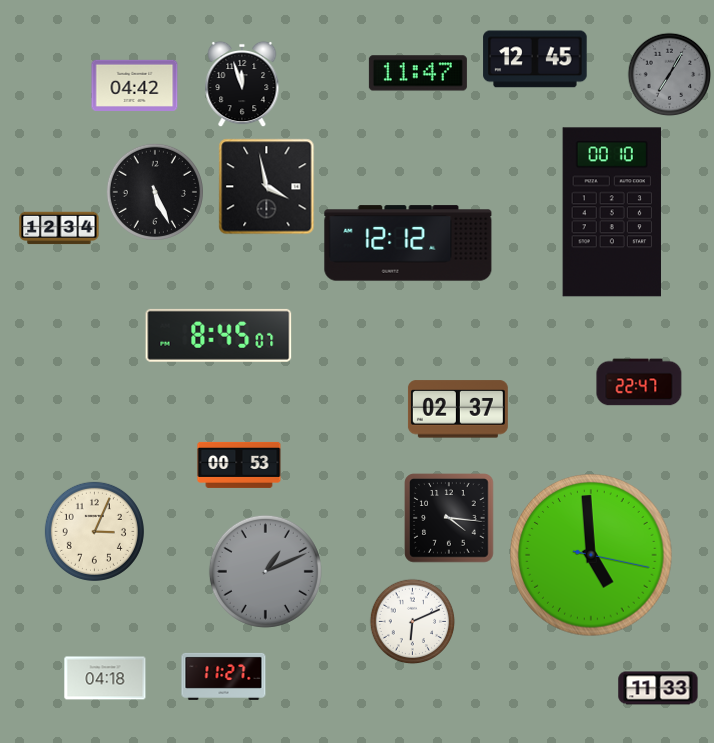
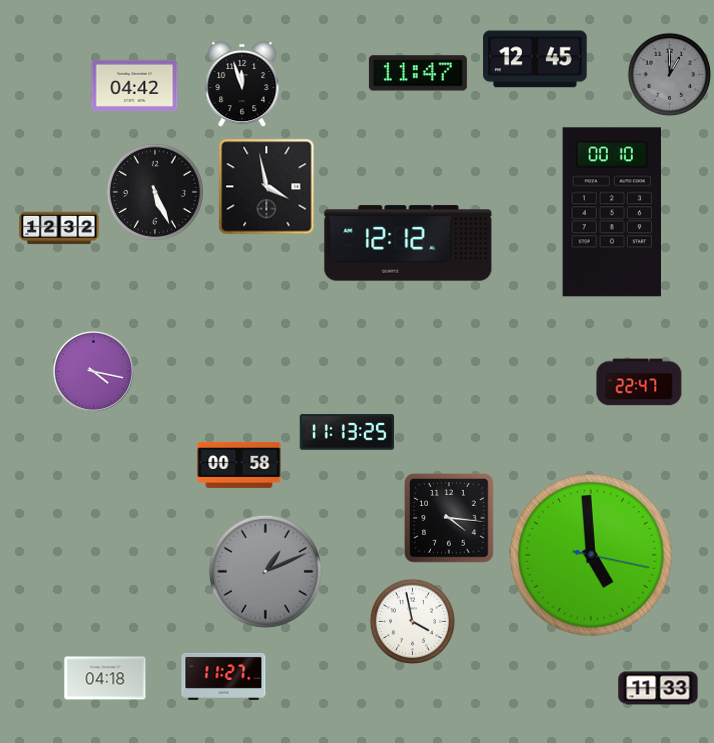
clock at (670, 75): 7:05 -> 1:00
clock at (59, 228): 12:34 -> 12:32
clock at (219, 335): 8:45 -> none
clock at (93, 371): none -> 4:17
clock at (458, 409): 02:37 -> none
clock at (347, 432): none -> 11:13
clock at (239, 465): 00:53 -> 00:58
clock at (94, 531): 3:04 -> none
clock at (413, 622): 6:11 -> 3:58
